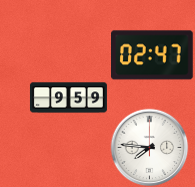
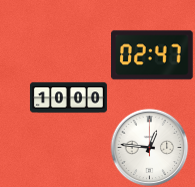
clock at (68, 98): 9:59 -> 10:00
clock at (149, 147): 7:46 -> 12:46
